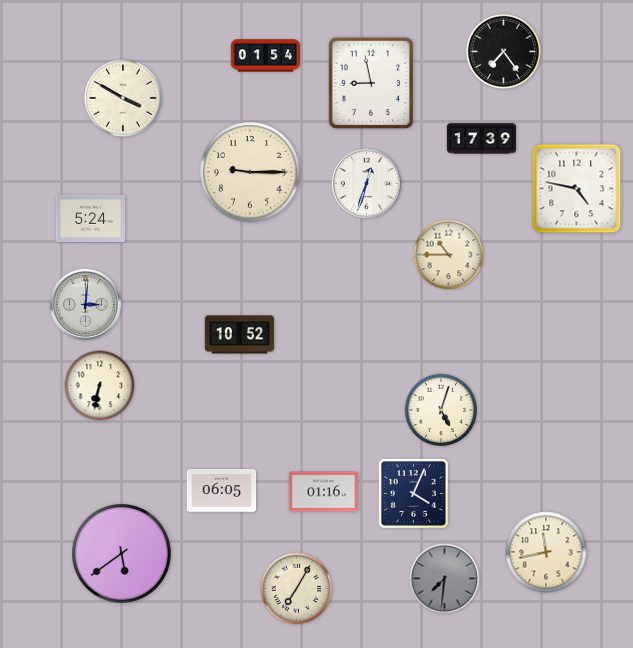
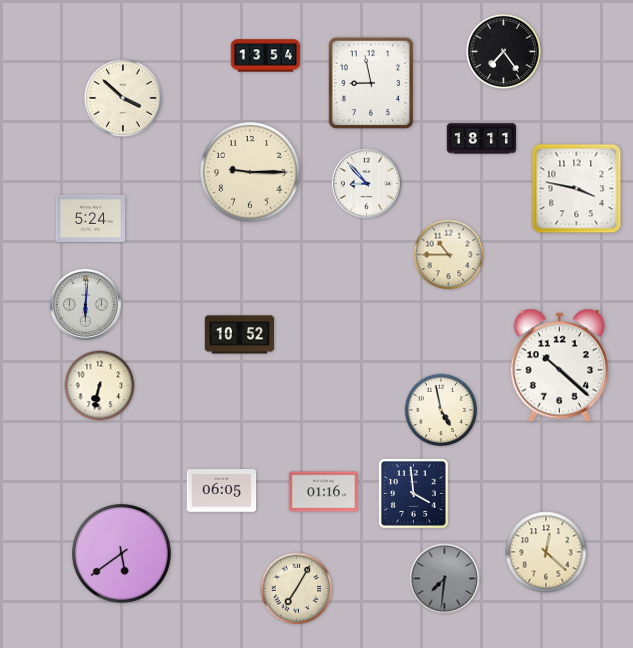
clock at (266, 56): 01:54 -> 13:54
clock at (124, 99): 3:50 -> 3:52
clock at (482, 139): 17:39 -> 18:11
clock at (366, 183): 12:33 -> 8:53
clock at (577, 189): 4:47 -> 3:47
clock at (85, 304): 3:01 -> 6:01
clock at (559, 366): none -> 10:22
clock at (441, 410): 5:03 -> 4:58
clock at (414, 494): 4:04 -> 3:59
clock at (546, 552): 11:43 -> 12:22
